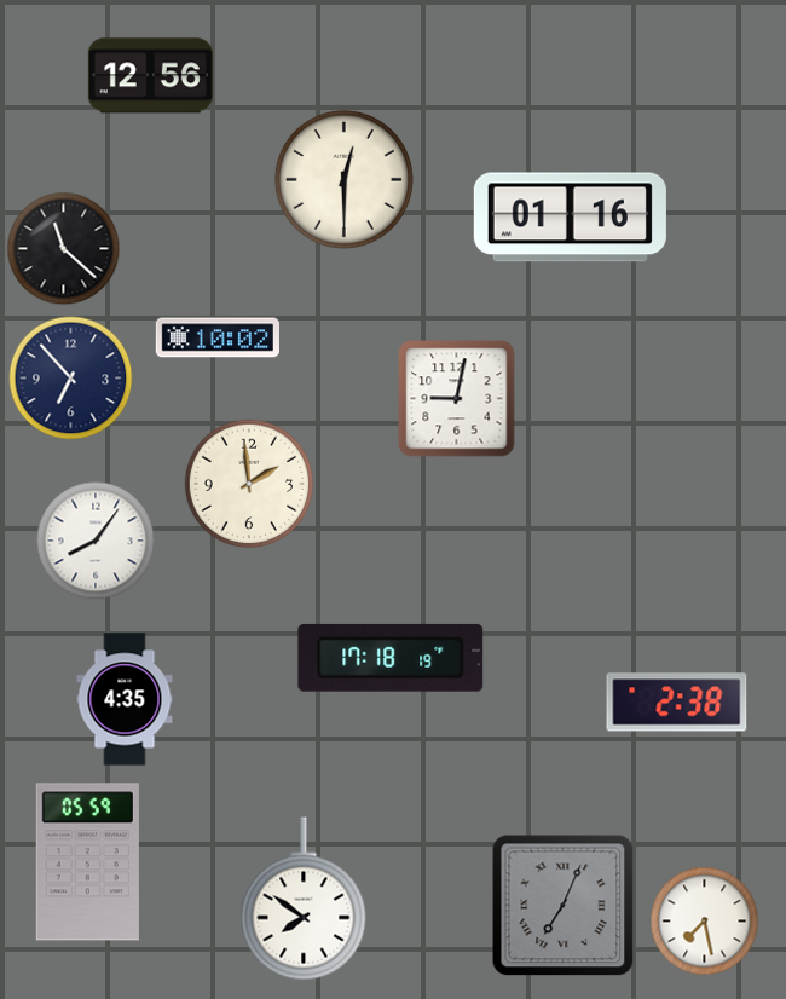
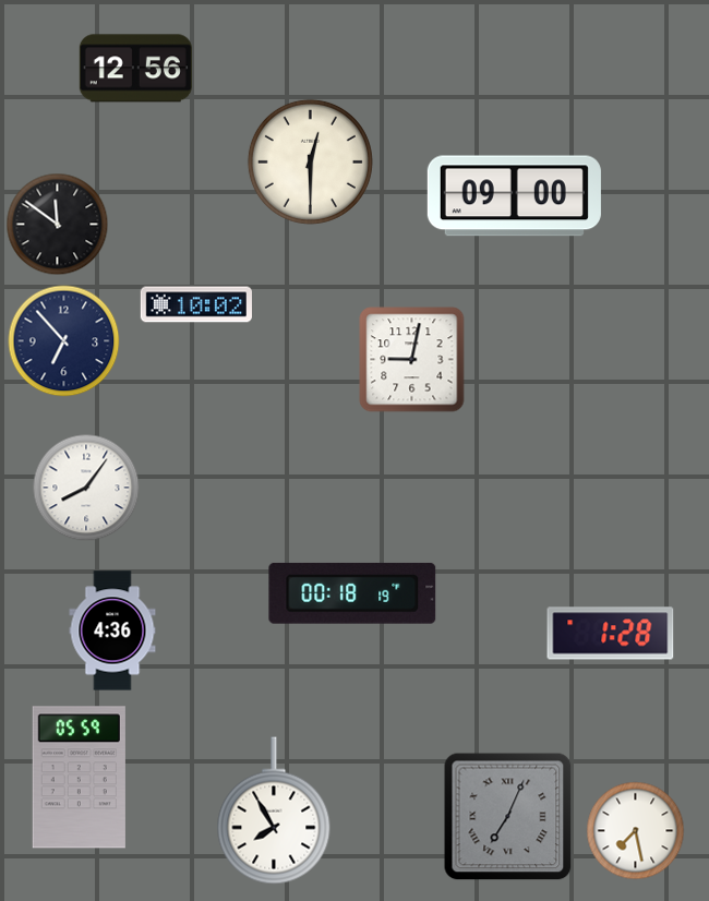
clock at (570, 218): 01:16 -> 09:00
clock at (64, 249): 11:22 -> 11:51
clock at (249, 484): 1:59 -> none
clock at (391, 658): 17:18 -> 00:18
clock at (125, 699): 4:35 -> 4:36
clock at (677, 703): 2:38 -> 1:28
clock at (304, 899): 7:51 -> 7:55
